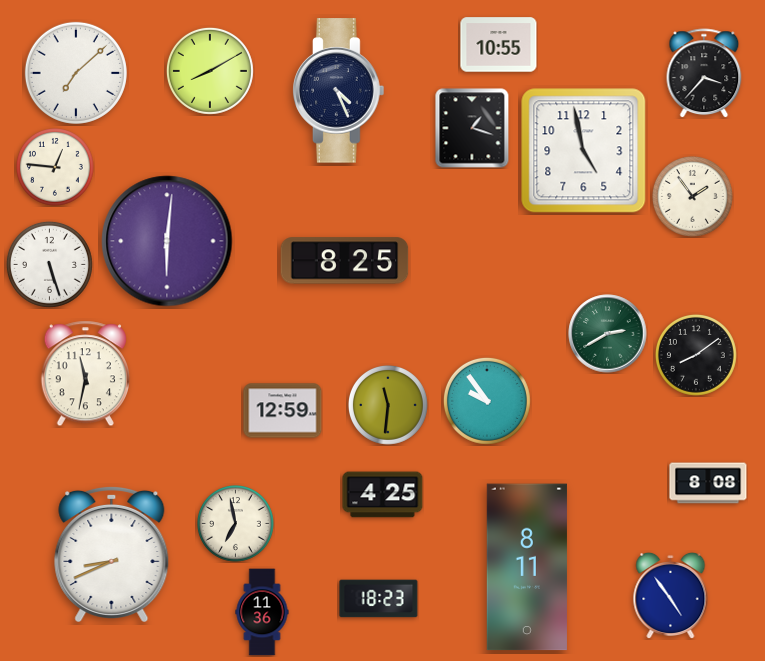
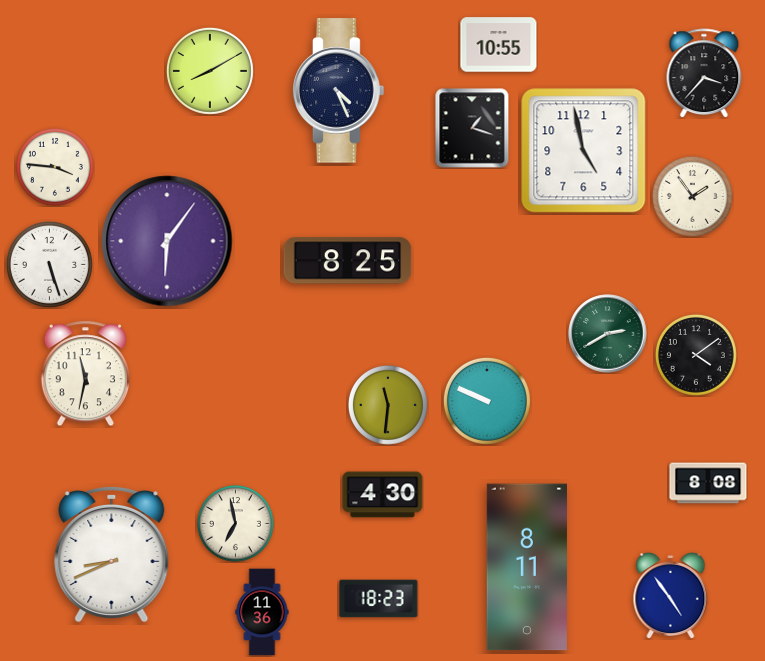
clock at (76, 73): 7:08 -> none
clock at (56, 168): 12:46 -> 3:46
clock at (167, 241): 6:01 -> 6:06
clock at (345, 261) position: (345, 261) -> (348, 261)
clock at (696, 355): 8:09 -> 4:09
clock at (487, 401): 9:54 -> 9:49
clock at (283, 411): 12:59 -> none
clock at (383, 495): 4:25 -> 4:30
